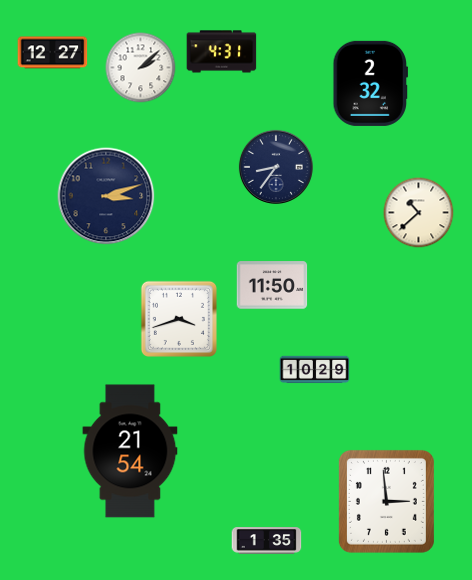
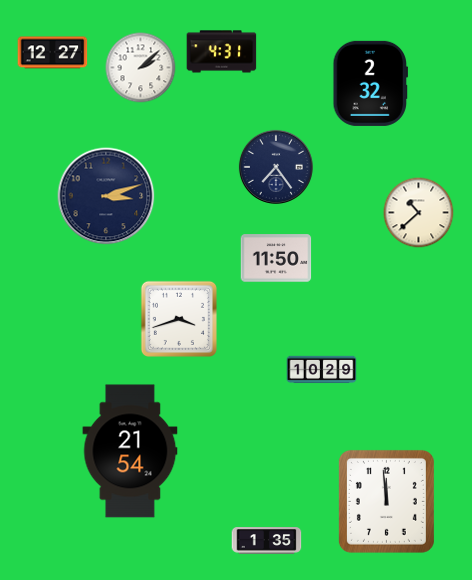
clock at (276, 167): 8:36 -> 7:24
clock at (272, 285) position: (272, 285) -> (276, 258)
clock at (315, 370) position: (315, 370) -> (322, 370)
clock at (386, 501): 2:59 -> 11:59
